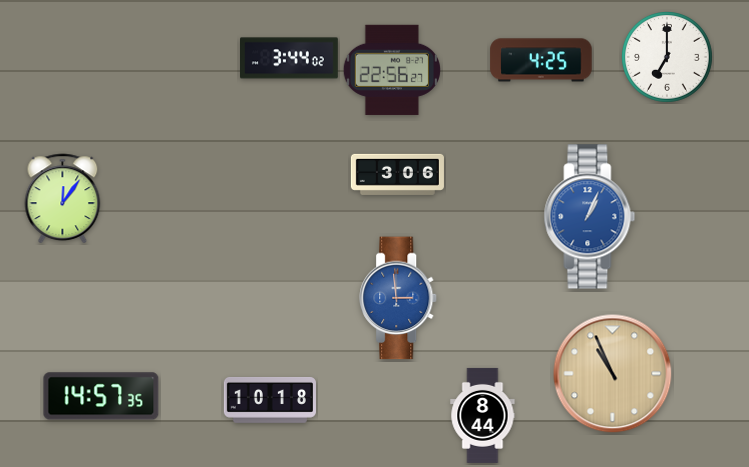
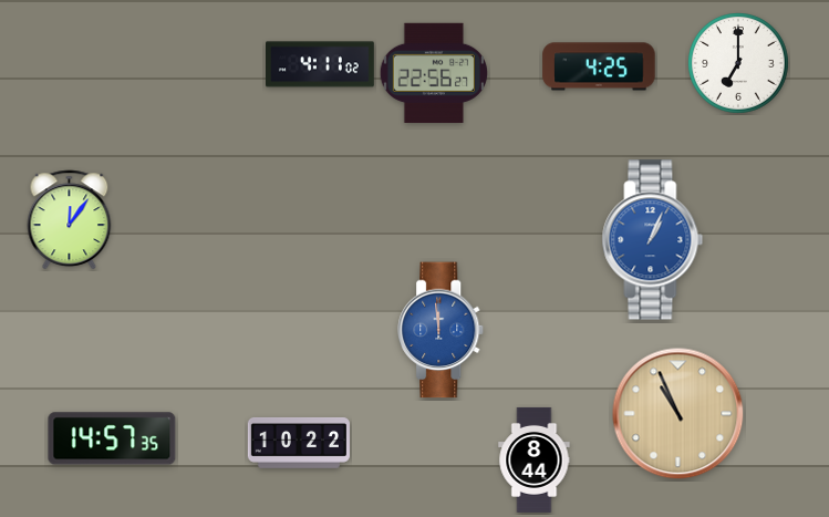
clock at (290, 58): 3:44 -> 4:11
clock at (392, 70) position: (392, 70) -> (434, 73)
clock at (397, 174): 3:06 -> none
clock at (399, 298): 2:59 -> 11:59
clock at (270, 400): 10:18 -> 10:22
